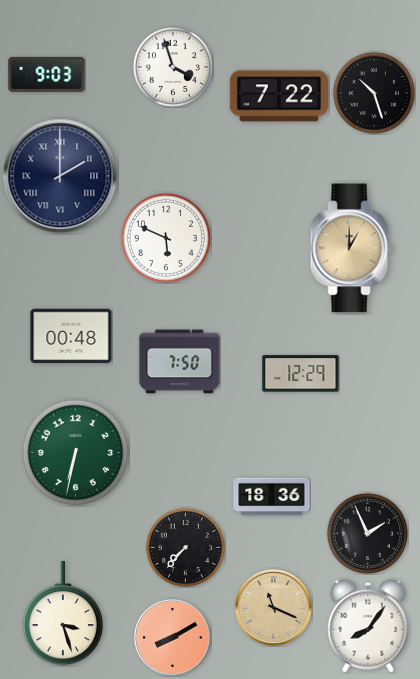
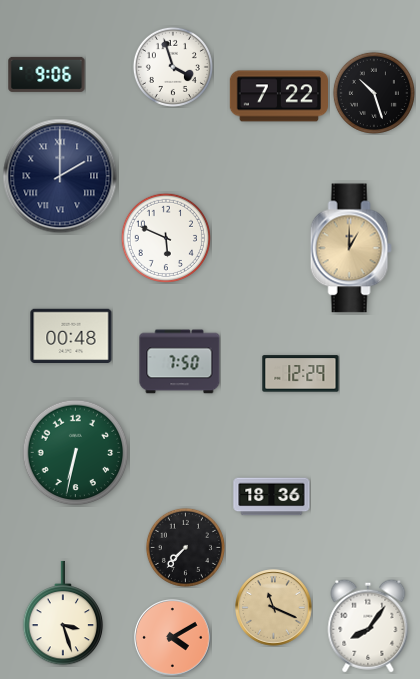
clock at (47, 74): 9:03 -> 9:06
clock at (367, 533): 1:56 -> none
clock at (173, 638): 8:10 -> 4:10
